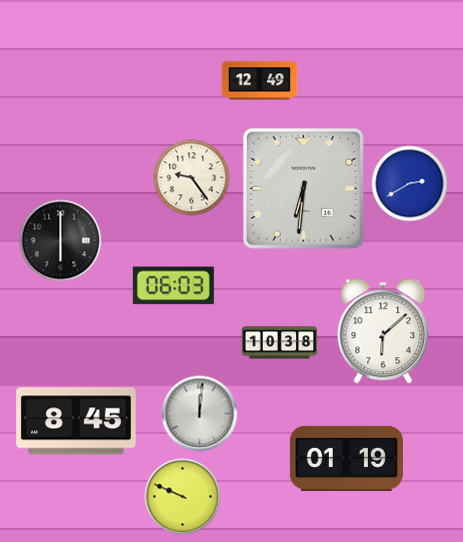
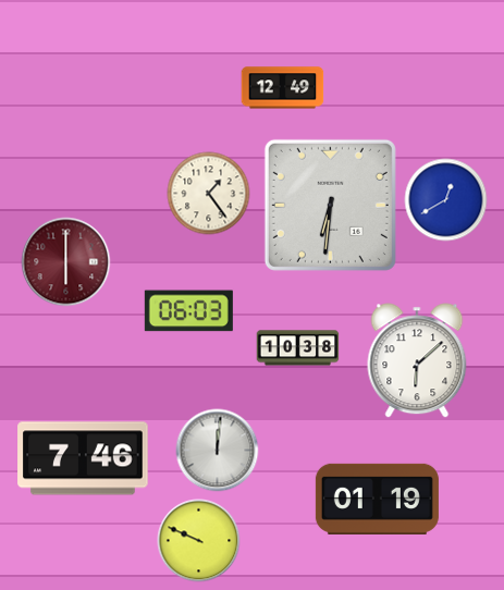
clock at (192, 178): 9:24 -> 1:24
clock at (410, 184): 2:40 -> 12:40
clock at (61, 241) dial: black -> burgundy
clock at (280, 343) position: (280, 343) -> (298, 348)
clock at (76, 421): 8:45 -> 7:46
